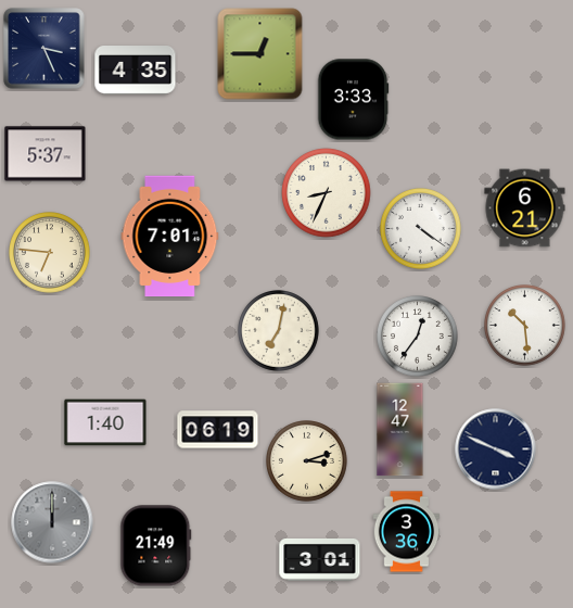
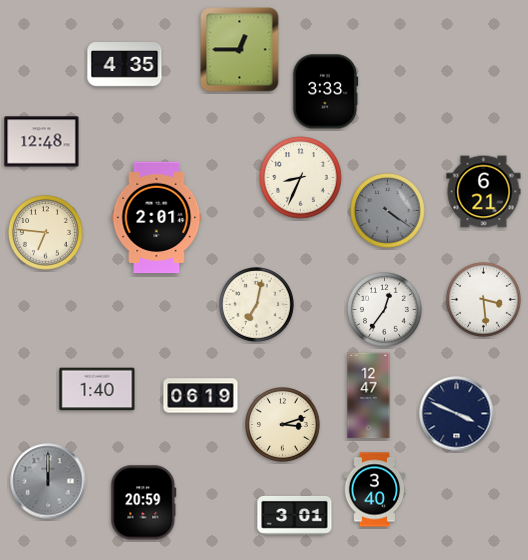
clock at (44, 49): 3:26 -> none
clock at (46, 154): 5:37 -> 12:48
clock at (421, 229) dial: white -> grey
clock at (170, 237): 7:01 -> 2:01
clock at (525, 326): 10:29 -> 3:29
clock at (407, 532): 3:36 -> 3:40
clock at (156, 546): 21:49 -> 20:59
